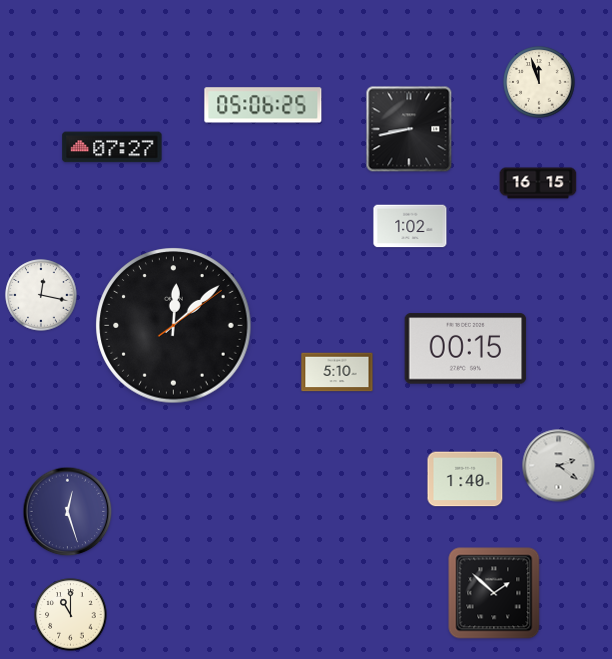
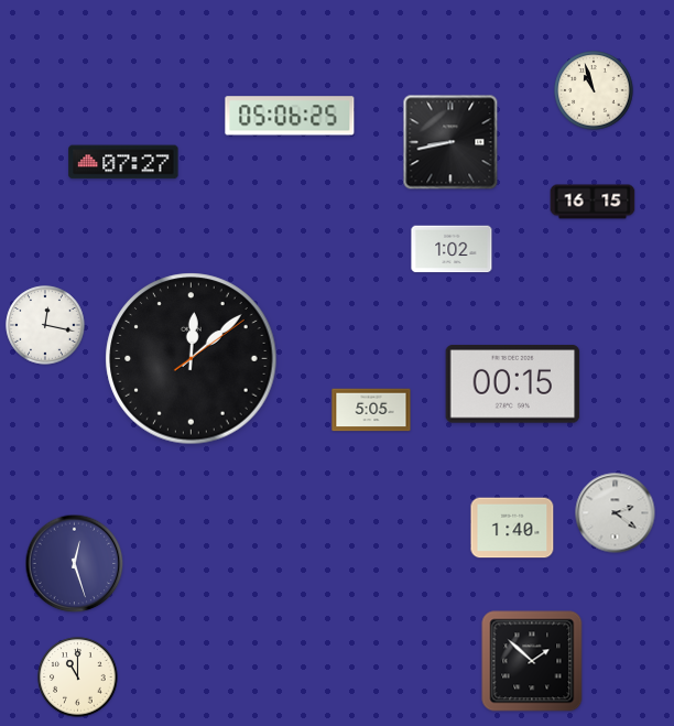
clock at (539, 82): 11:57 -> 10:57
clock at (337, 372): 5:10 -> 5:05
clock at (494, 593) position: (494, 593) -> (532, 661)
